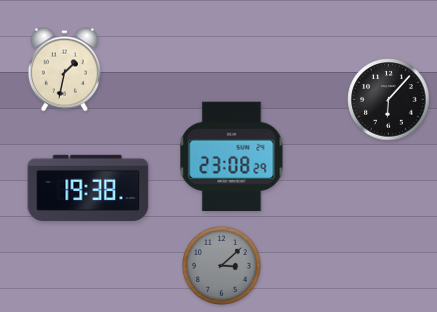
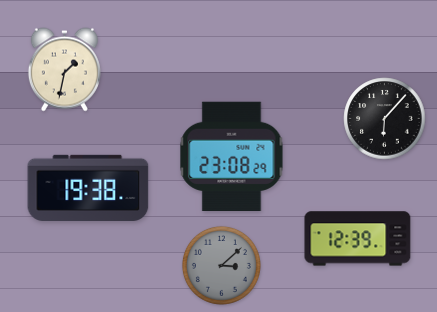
clock at (389, 100) position: (389, 100) -> (385, 119)
clock at (358, 239): none -> 12:39
